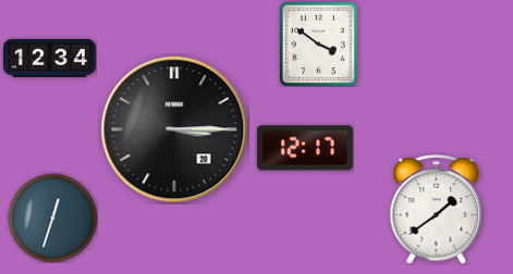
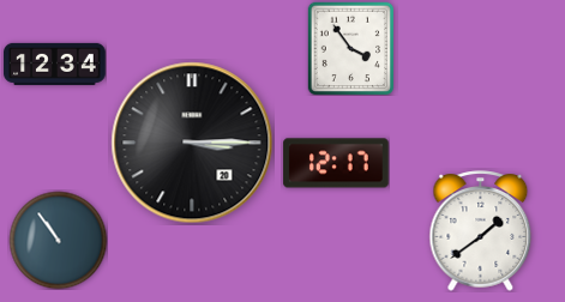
clock at (318, 43): 3:51 -> 3:54
clock at (52, 217): 12:33 -> 10:54
